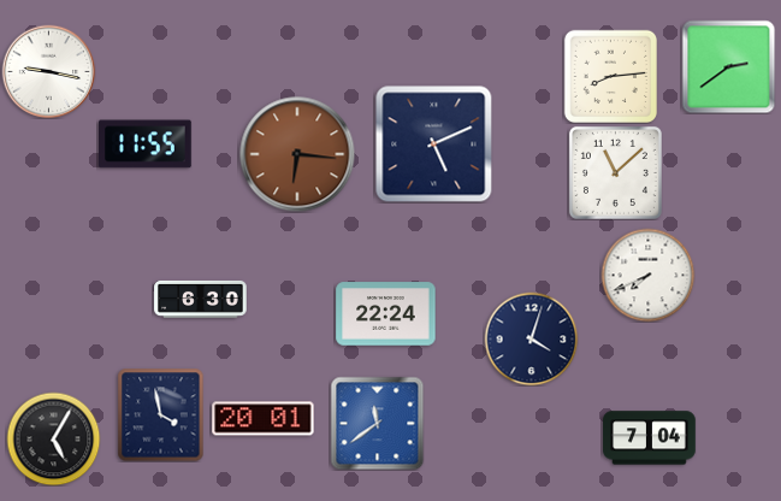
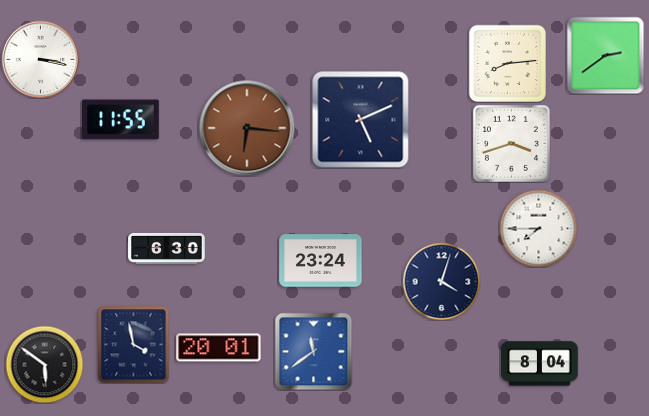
clock at (48, 71): 9:17 -> 3:17
clock at (615, 172): 11:08 -> 3:42
clock at (647, 275): 7:41 -> 7:45
clock at (386, 314): 22:24 -> 23:24
clock at (53, 438): 5:05 -> 5:51
clock at (650, 438): 7:04 -> 8:04
